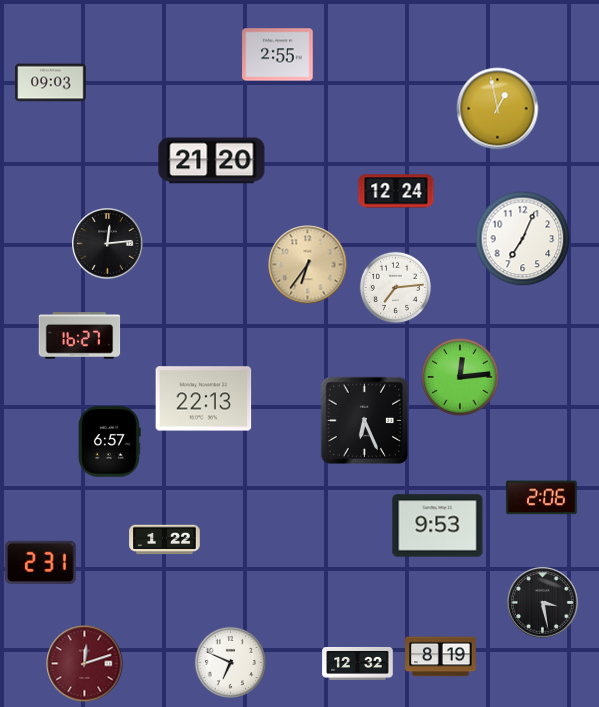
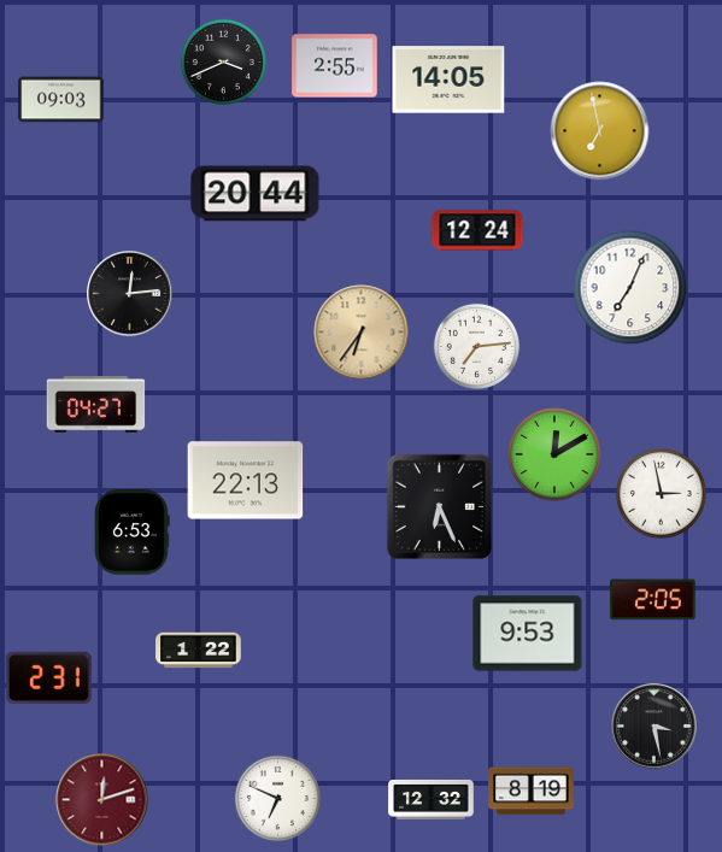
clock at (223, 61): none -> 3:41
clock at (448, 80): none -> 14:05
clock at (498, 109): 12:58 -> 6:58
clock at (212, 161): 21:20 -> 20:44
clock at (308, 265) position: (308, 265) -> (362, 333)
clock at (80, 336): 16:27 -> 04:27
clock at (460, 377): 12:14 -> 12:10
clock at (662, 494): none -> 2:58
clock at (110, 442): 6:57 -> 6:53
clock at (542, 498): 2:06 -> 2:05
